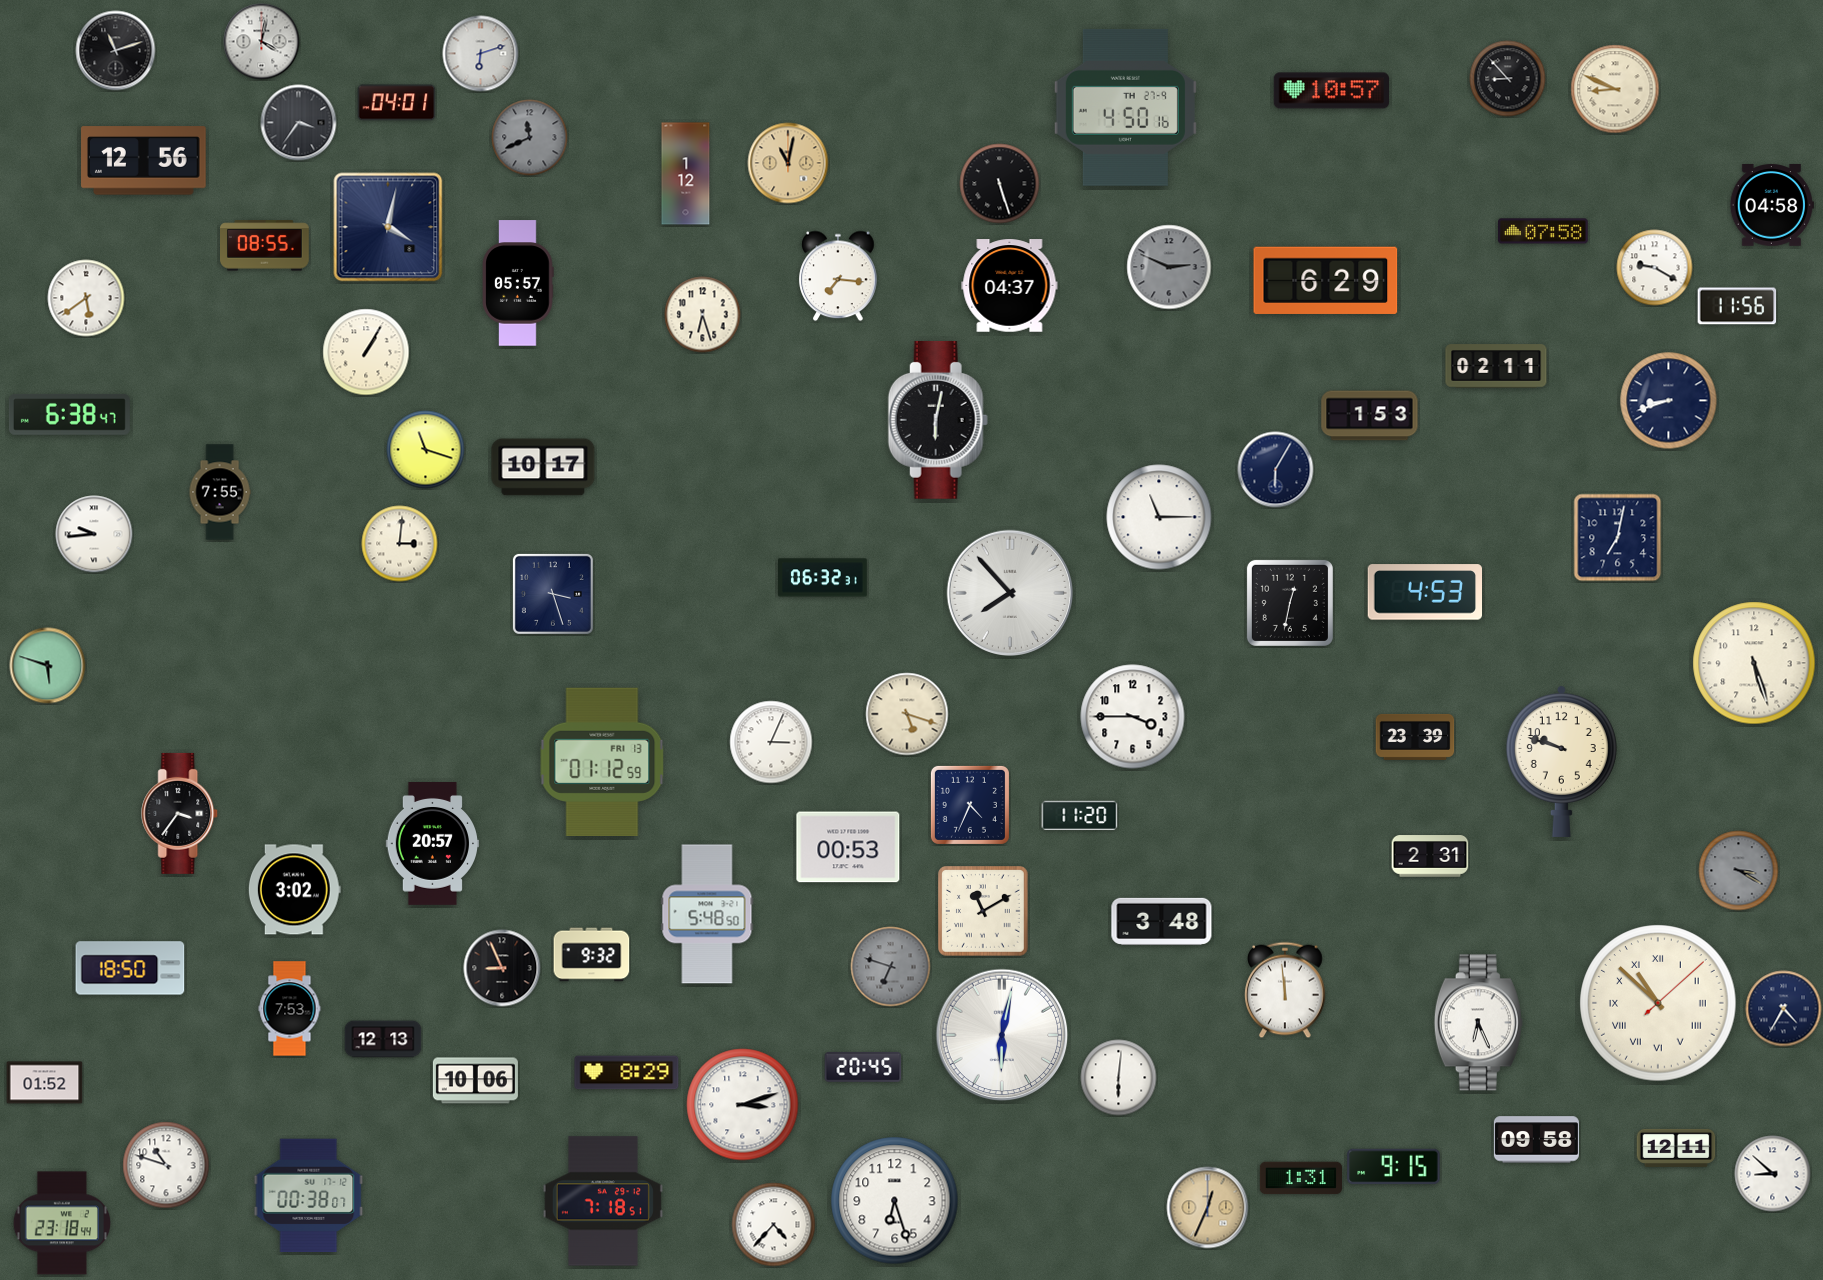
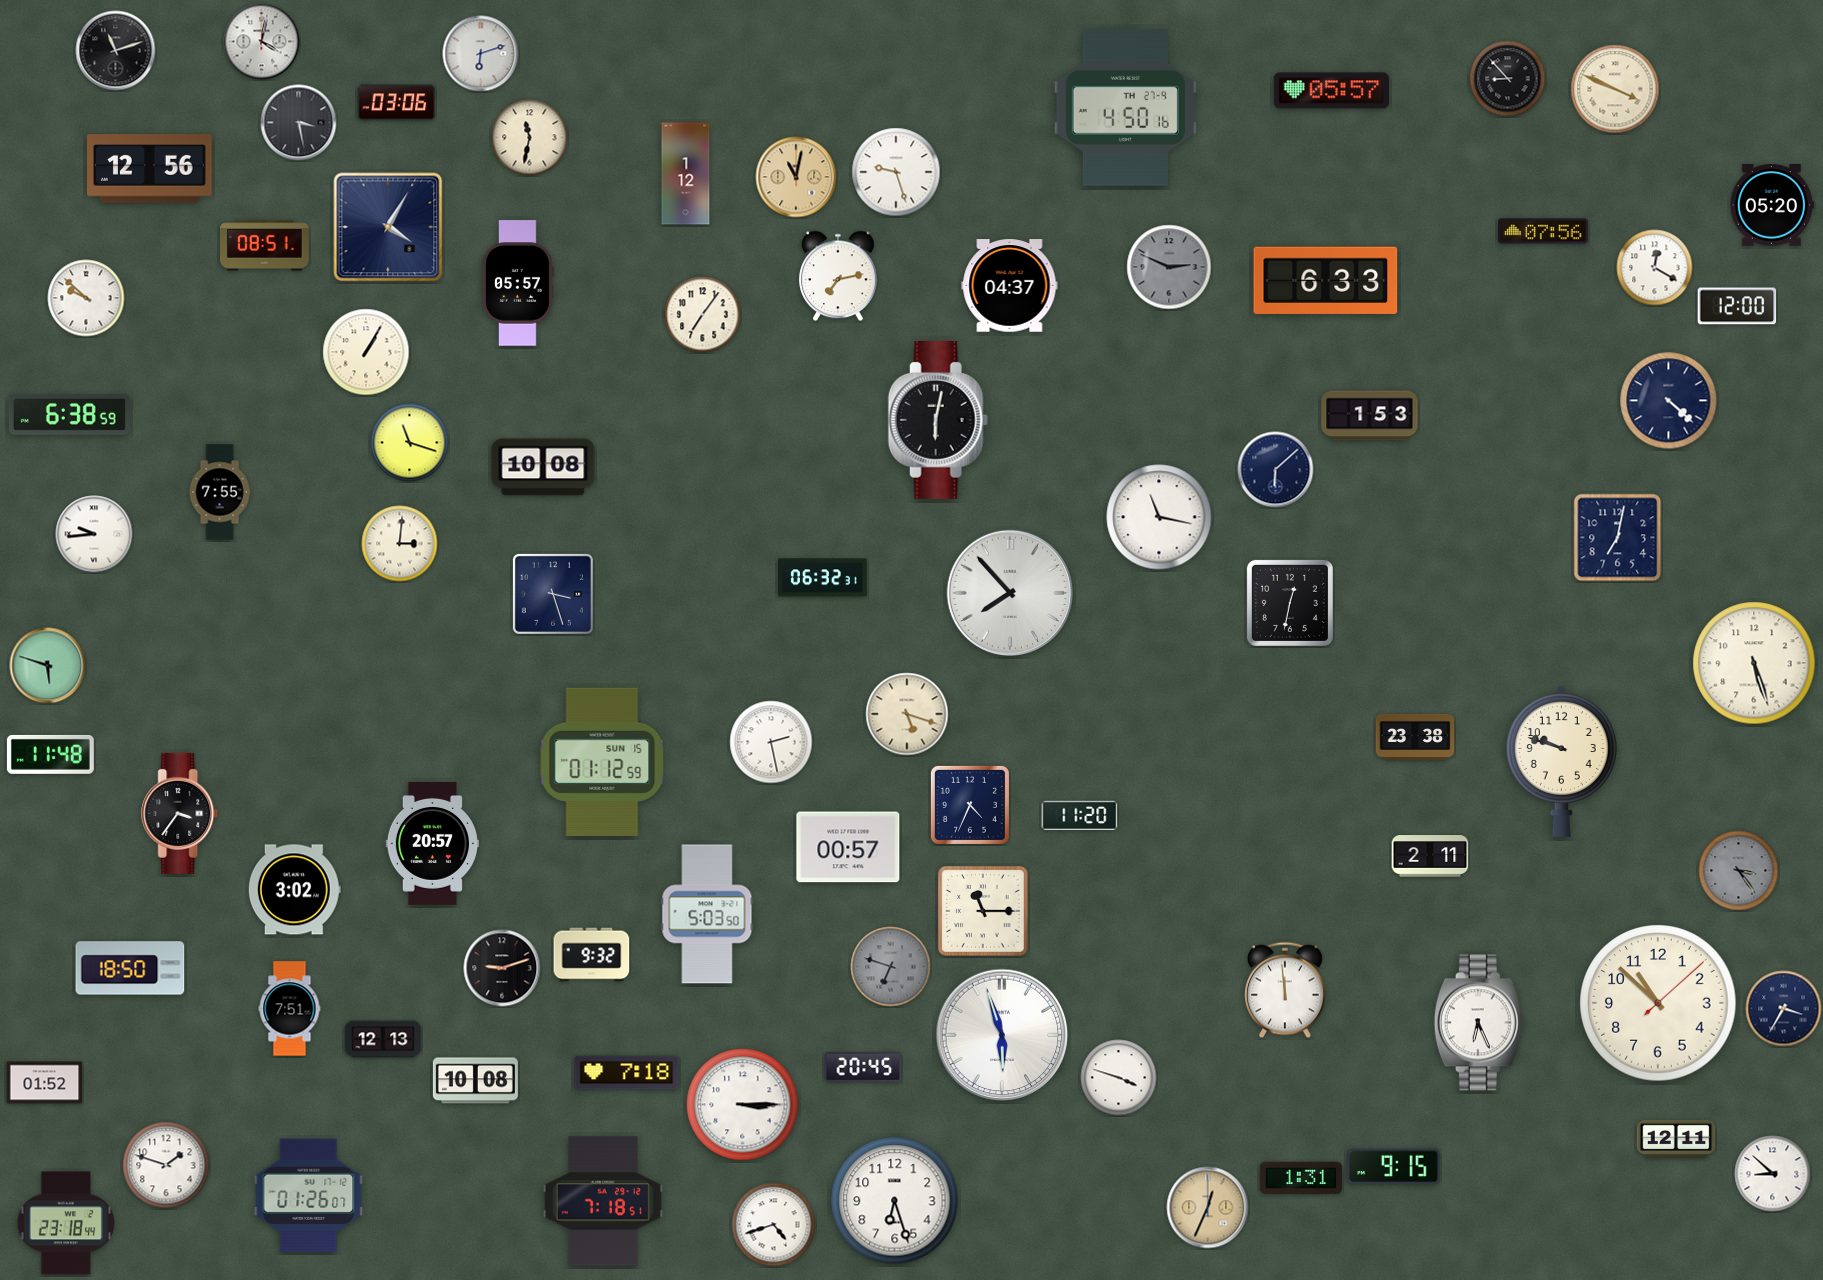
clock at (1615, 89): 8:49 -> 3:49
clock at (1331, 91): 10:57 -> 05:57
clock at (397, 103): 04:01 -> 03:06
clock at (299, 123): 3:36 -> 3:28
clock at (530, 138): 11:41 -> 11:32
clock at (530, 138) dial: grey -> cream
clock at (144, 161) position: (144, 161) -> (150, 169)
clock at (788, 163) position: (788, 163) -> (796, 177)
clock at (896, 172): none -> 9:27
clock at (1000, 184): 5:27 -> none
clock at (1772, 206): 04:58 -> 05:20
clock at (388, 227): 4:02 -> 4:05
clock at (1543, 231): 07:58 -> 07:56
clock at (265, 246): 08:55 -> 08:51
clock at (1655, 268): 9:20 -> 12:20
clock at (838, 276): 7:16 -> 7:13
clock at (1326, 280): 6:29 -> 6:33
clock at (86, 298): 5:39 -> 9:52
clock at (1737, 306): 11:56 -> 12:00
clock at (703, 315): 6:27 -> 7:06
clock at (1496, 366): 02:11 -> none
clock at (1669, 401): 8:42 -> 4:22
clock at (69, 414): 6:38:47 -> 6:38:59
clock at (426, 450) position: (426, 450) -> (410, 443)
clock at (543, 467): 10:17 -> 10:08
clock at (1276, 470): 6:05 -> 6:08
clock at (1159, 517): 11:15 -> 11:17
clock at (1425, 592): 4:53 -> none
clock at (1133, 717): 3:45 -> none
clock at (1415, 737): 23:39 -> 23:38
clock at (771, 742): 3:04 -> 2:28
clock at (50, 754): none -> 11:48
clock at (602, 762) date: FRI 13 -> SUN 15
clock at (848, 847): 00:53 -> 00:57
clock at (1430, 856): 2:31 -> 2:11
clock at (1739, 871): 3:20 -> 3:24
clock at (984, 912): 11:10 -> 11:15
clock at (707, 914): 5:48 -> 5:03
clock at (1162, 921): 3:48 -> none
clock at (502, 968): 8:56 -> 9:12
clock at (1658, 1003) numerals: Roman -> Arabic
clock at (290, 1009): 7:53 -> 7:51
clock at (1784, 1009): 4:35 -> 3:35
clock at (1002, 1035): 6:02 -> 5:57
clock at (627, 1073): 8:29 -> 7:18
clock at (1119, 1078): 6:01 -> 3:48
clock at (475, 1081): 10:06 -> 10:08
clock at (743, 1105): 3:12 -> 3:15
clock at (1536, 1140): 09:58 -> none
clock at (1676, 1148) position: (1676, 1148) -> (1676, 1139)
clock at (166, 1165): 10:48 -> 1:48
clock at (309, 1196): 00:38 -> 01:26
clock at (61, 1223) position: (61, 1223) -> (65, 1223)
clock at (774, 1225): 4:37 -> 4:42
